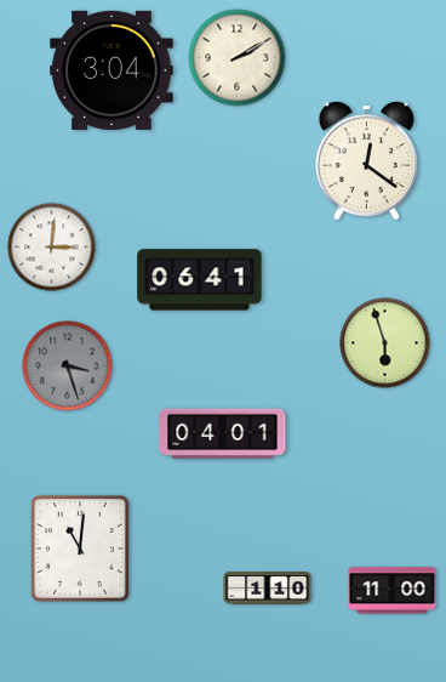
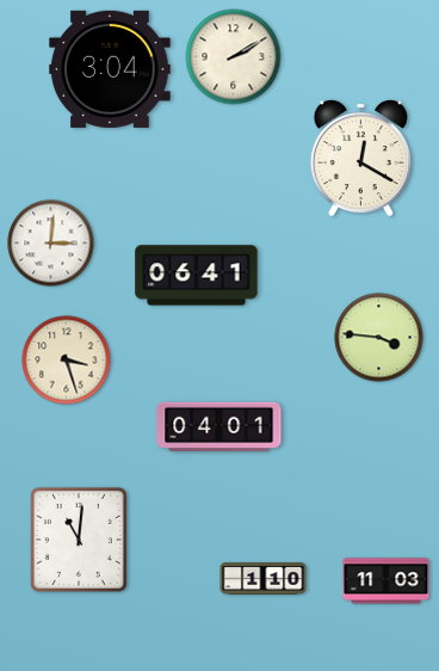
clock at (366, 160): 12:21 -> 12:20
clock at (385, 343): 5:57 -> 3:46
clock at (68, 366) dial: grey -> cream
clock at (393, 591): 11:00 -> 11:03
